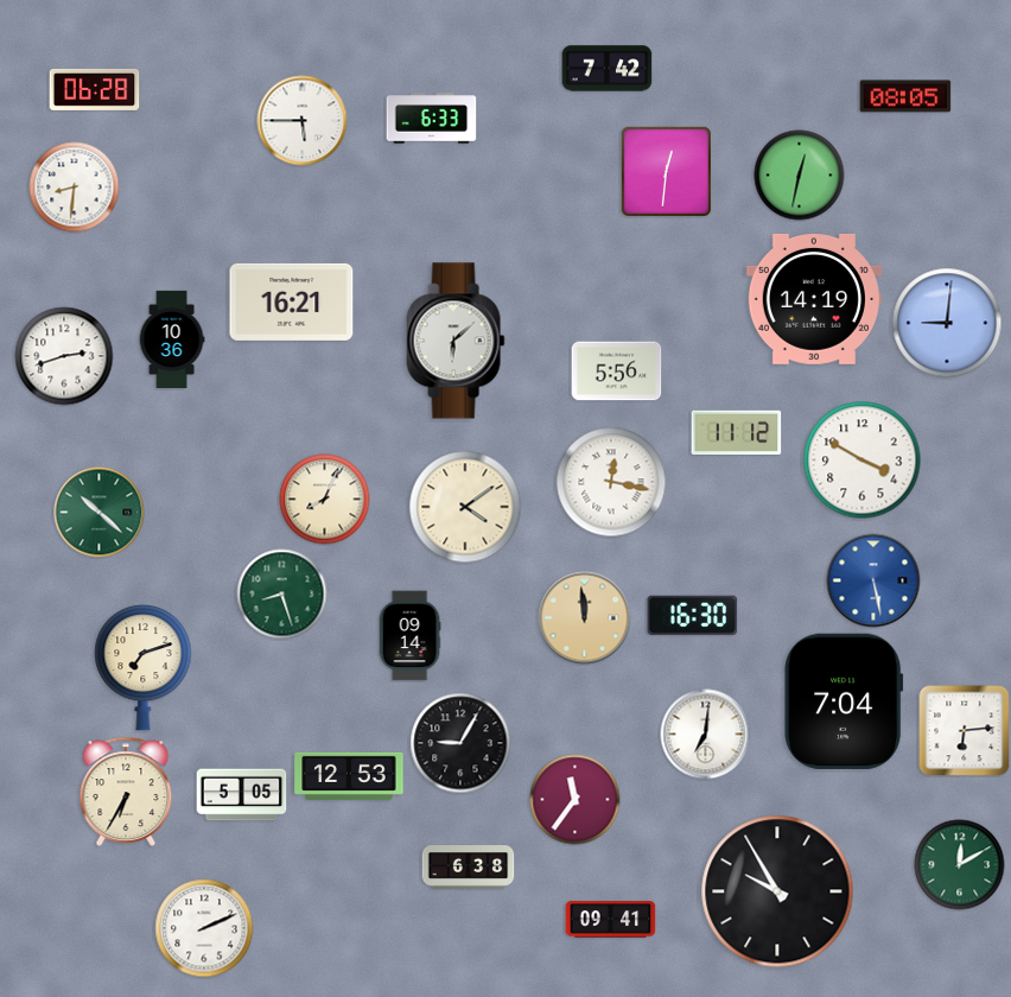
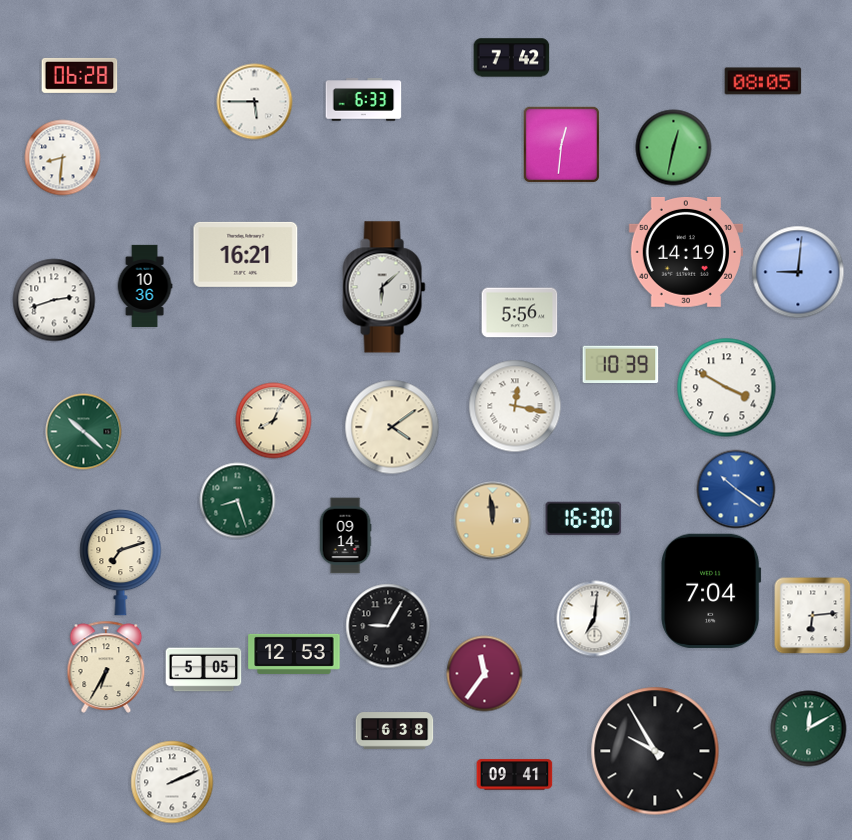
clock at (737, 432): 11:12 -> 10:39
clock at (873, 580): 5:28 -> 10:21
